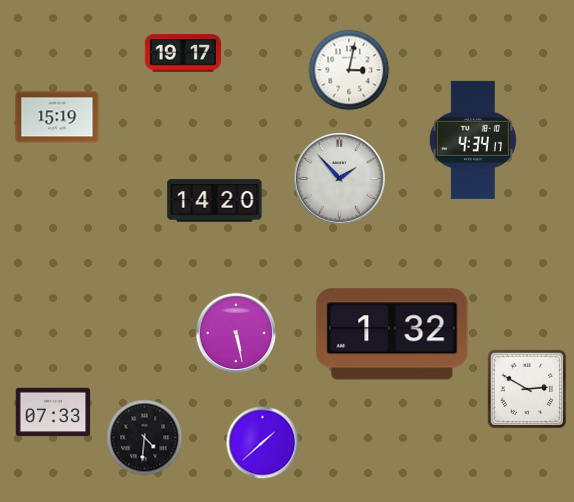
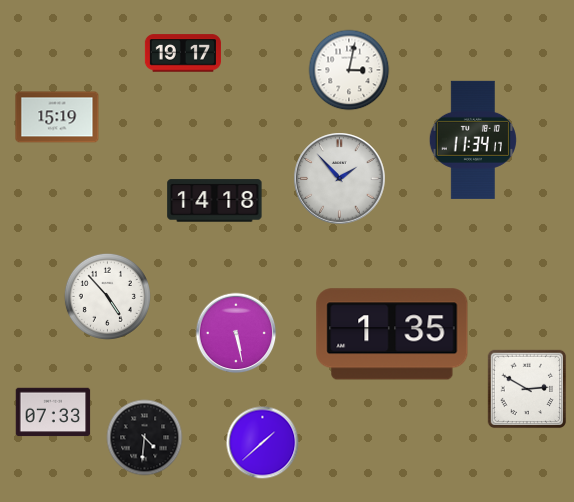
clock at (473, 140): 4:34 -> 11:34
clock at (215, 201): 14:20 -> 14:18
clock at (107, 296): none -> 4:53
clock at (392, 334): 1:32 -> 1:35
